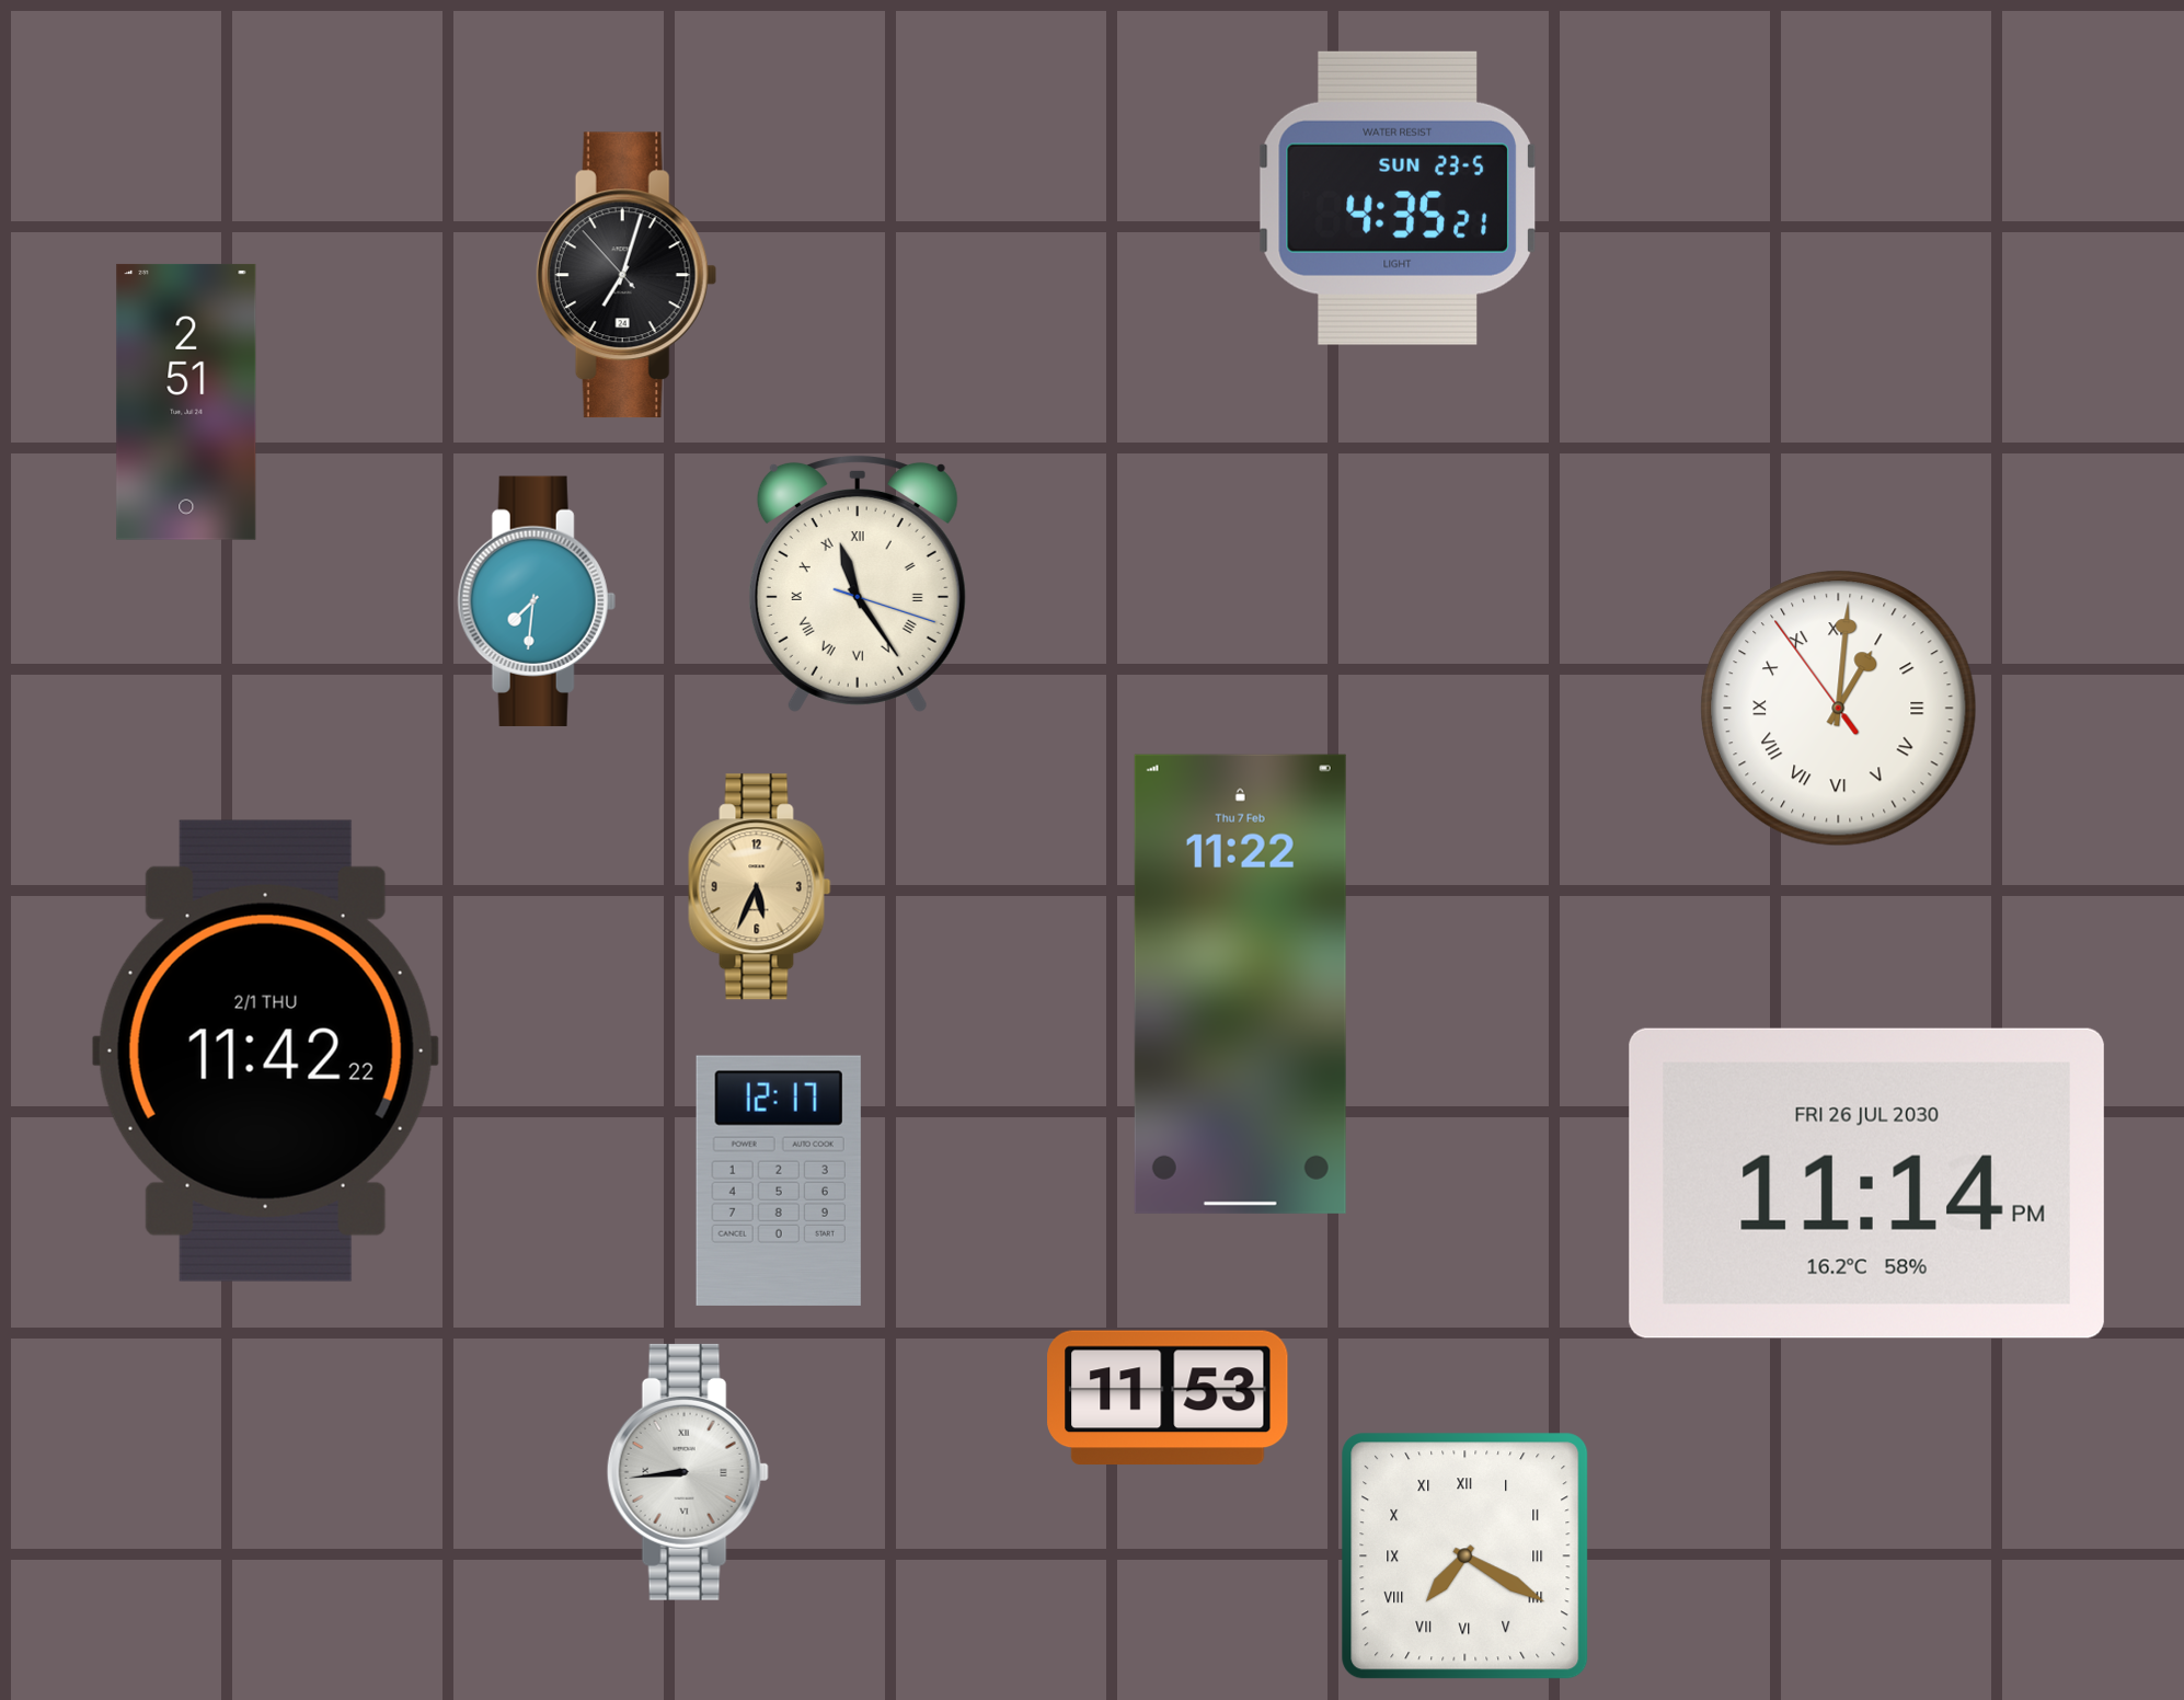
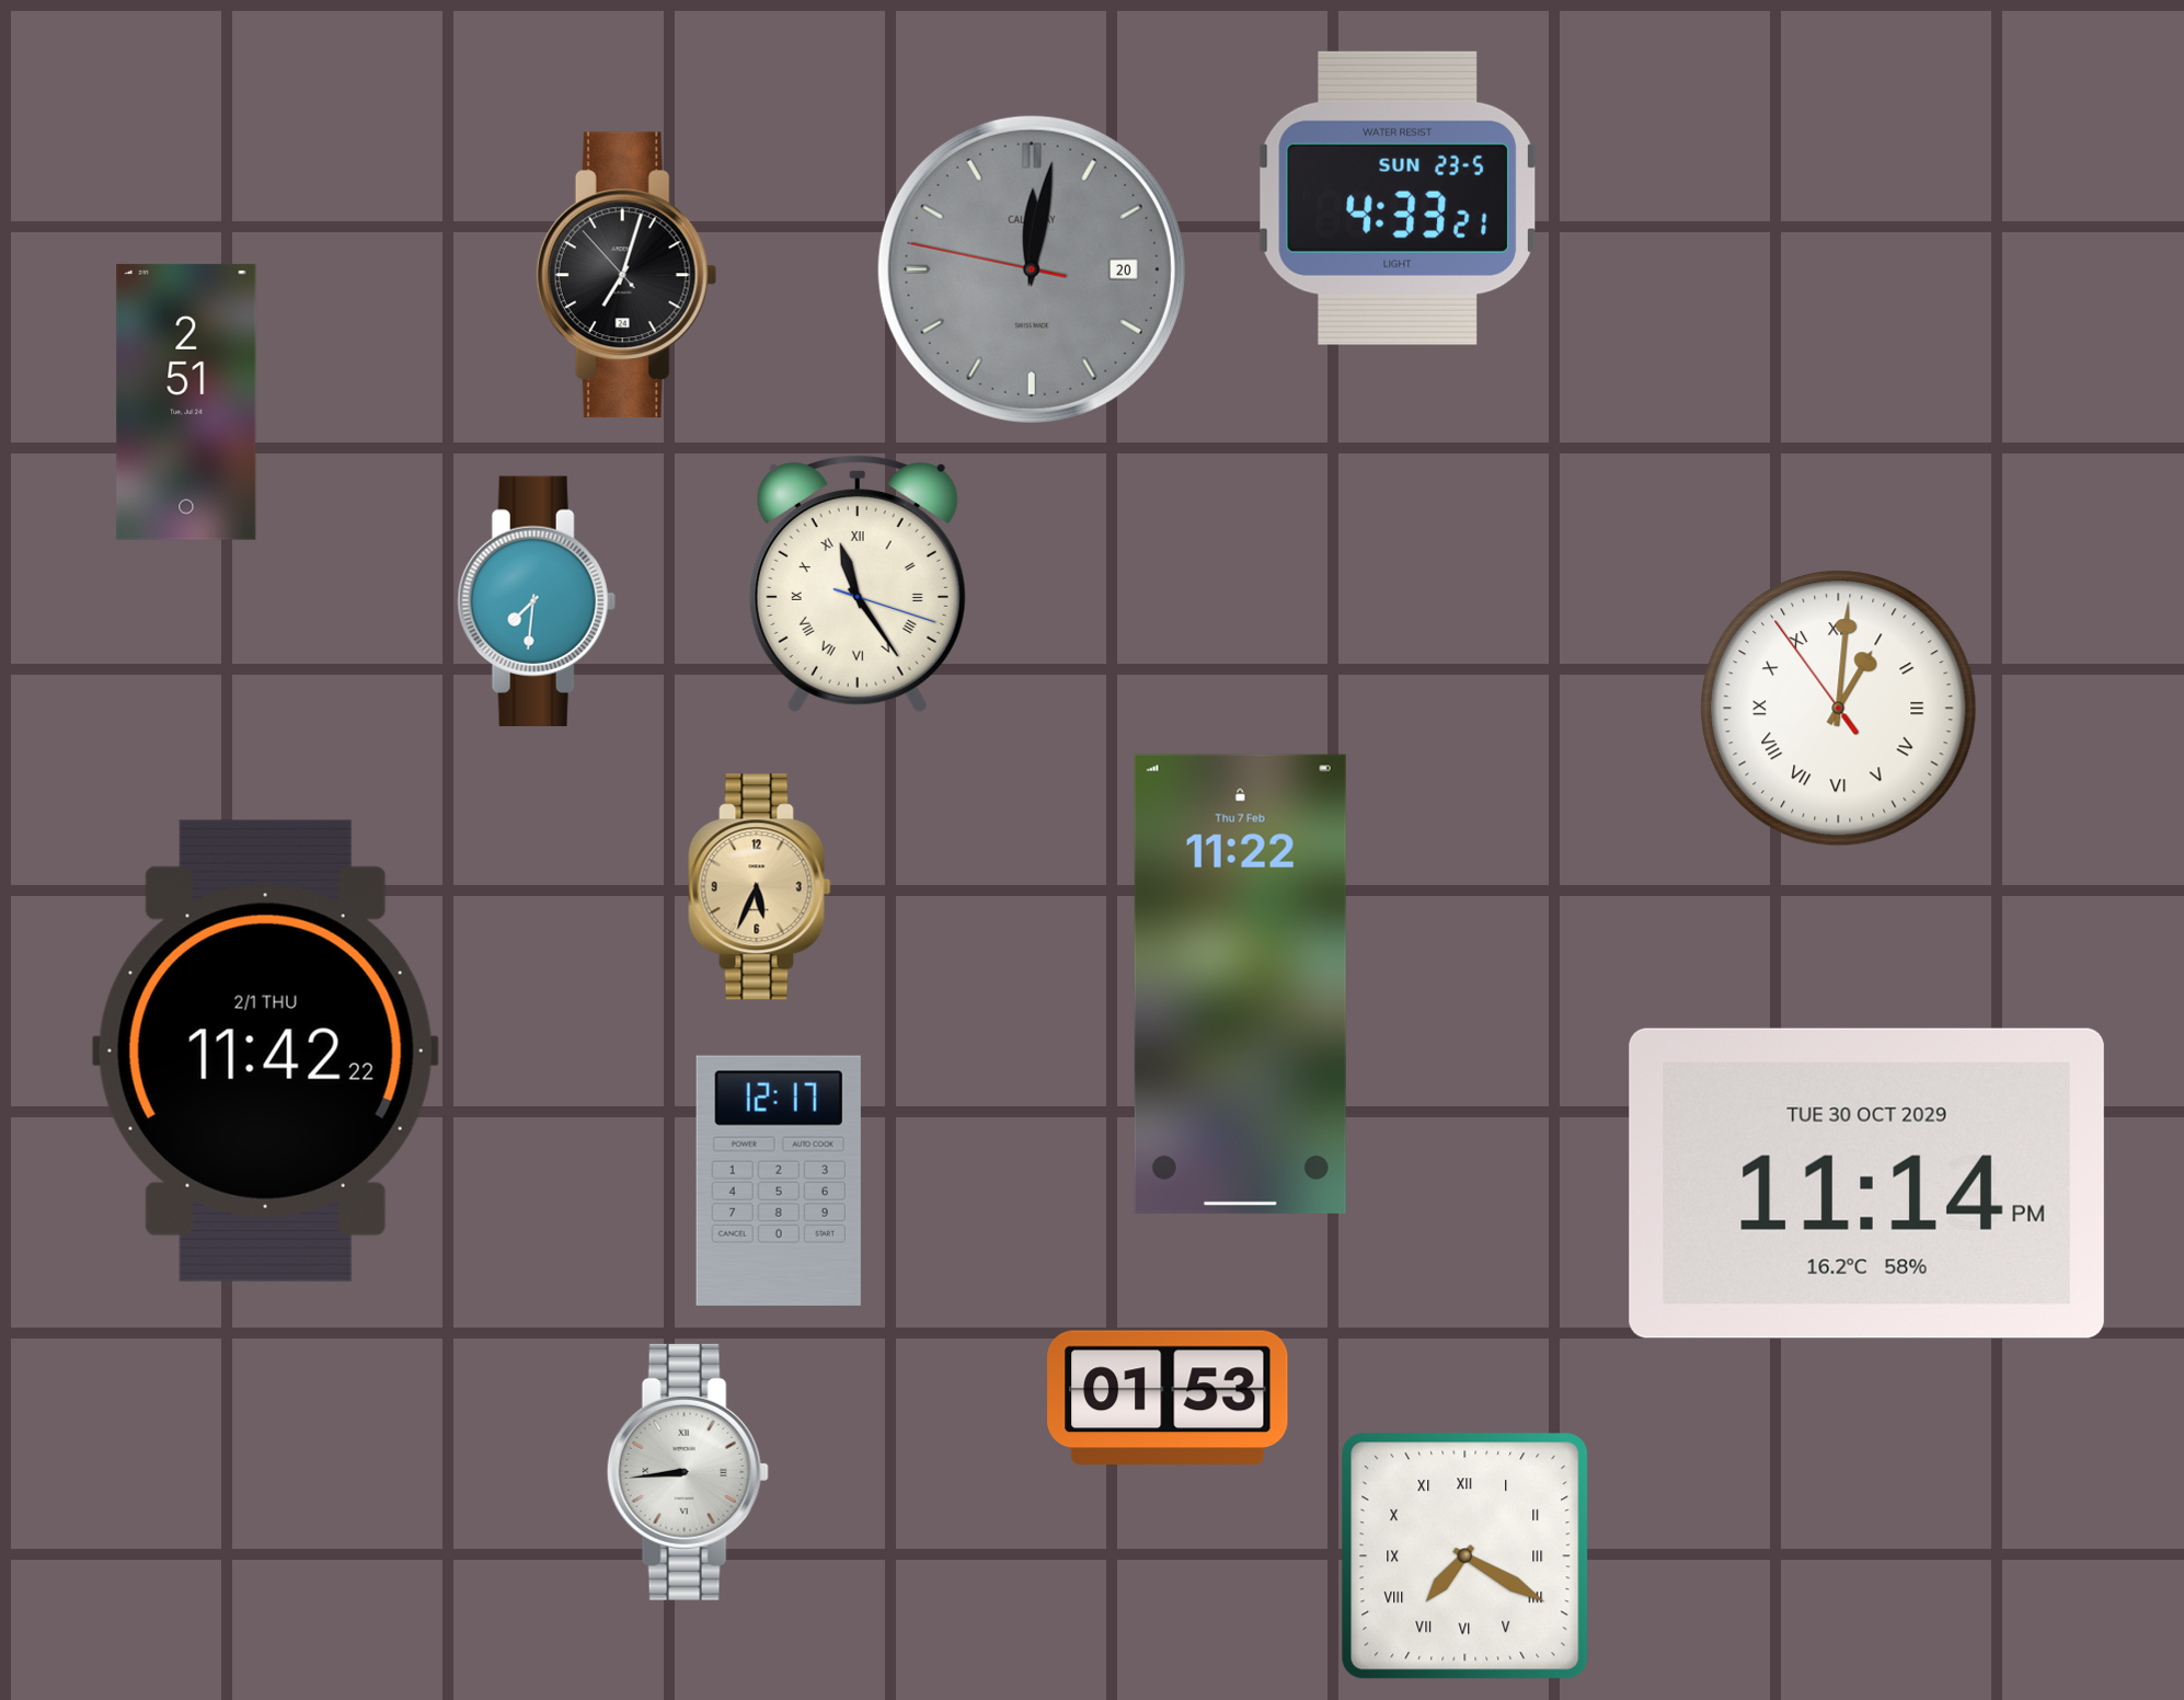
clock at (1398, 198): 4:35 -> 4:33
clock at (1032, 269): none -> 12:01
clock at (1866, 1183) date: FRI 26 JUL 2030 -> TUE 30 OCT 2029
clock at (1168, 1397): 11:53 -> 01:53
